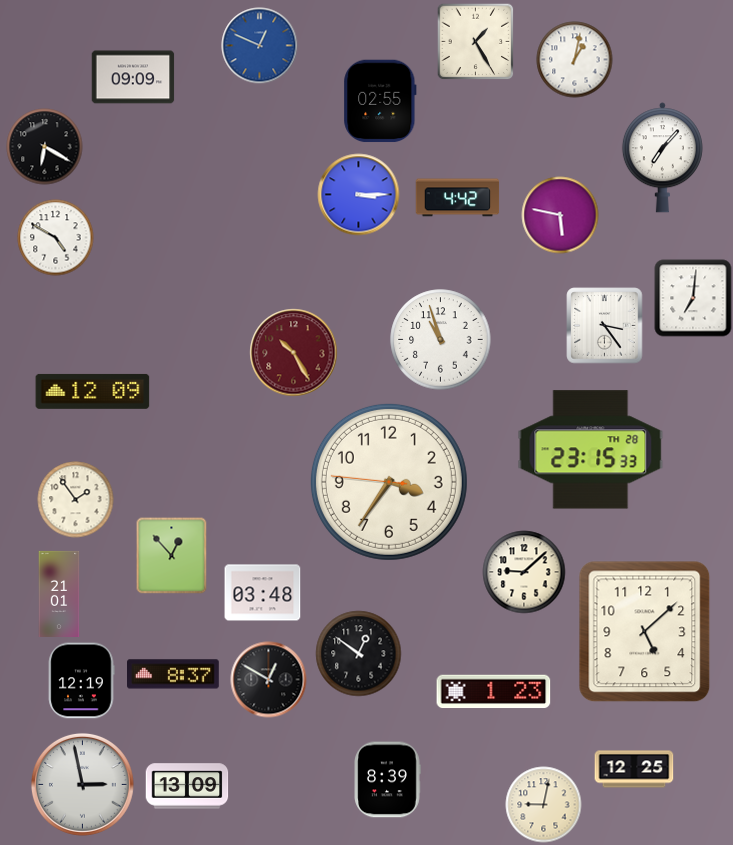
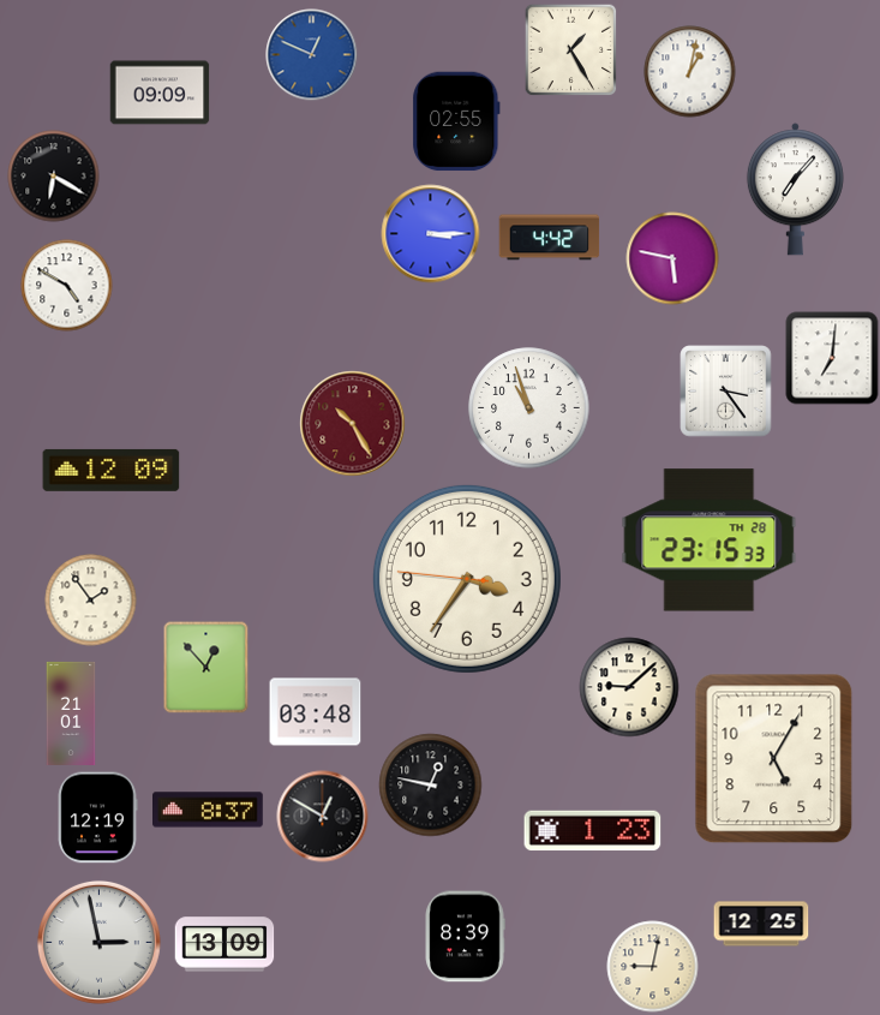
clock at (645, 632): 5:08 -> 5:05
clock at (359, 654): 12:51 -> 12:47
